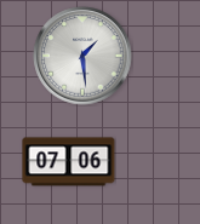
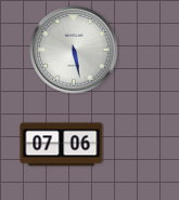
clock at (82, 56): 1:29 -> 5:28
